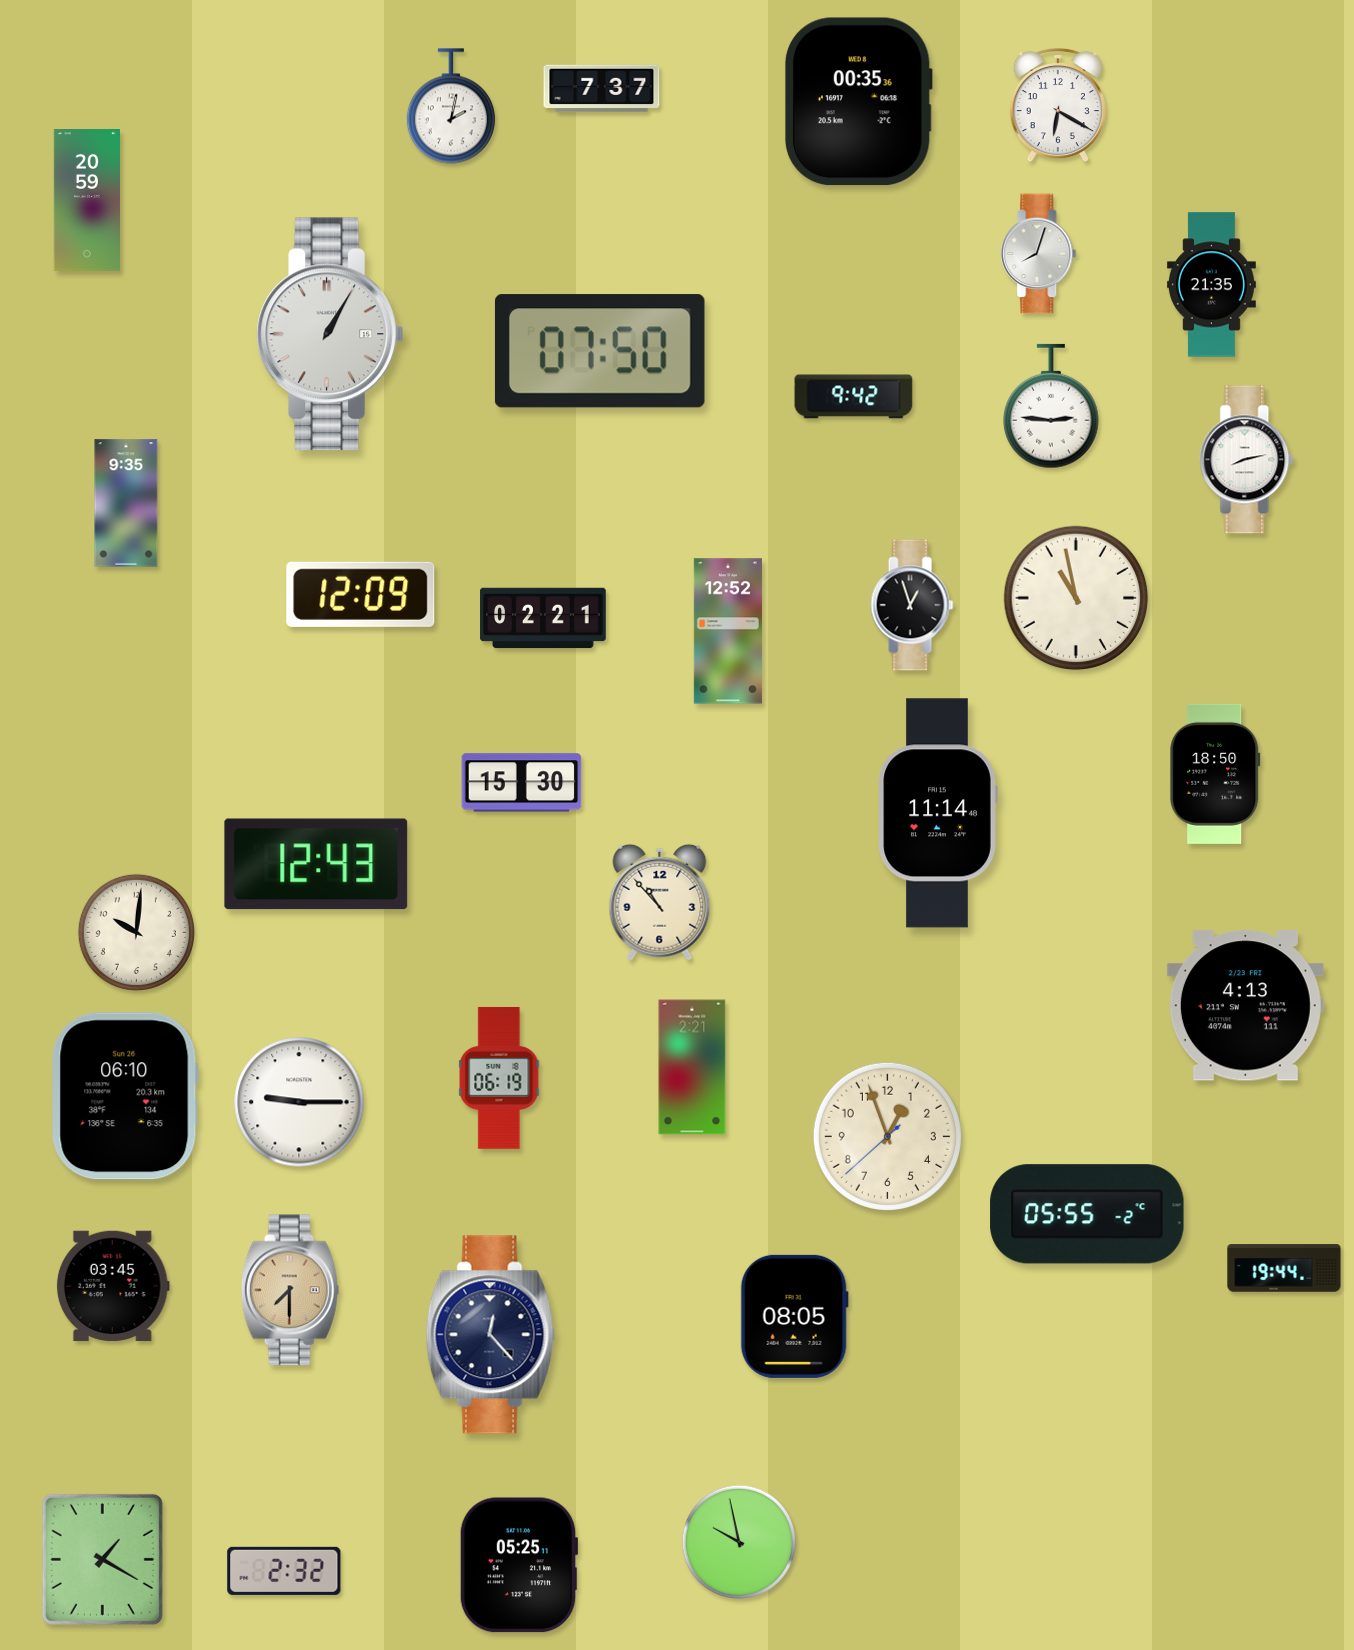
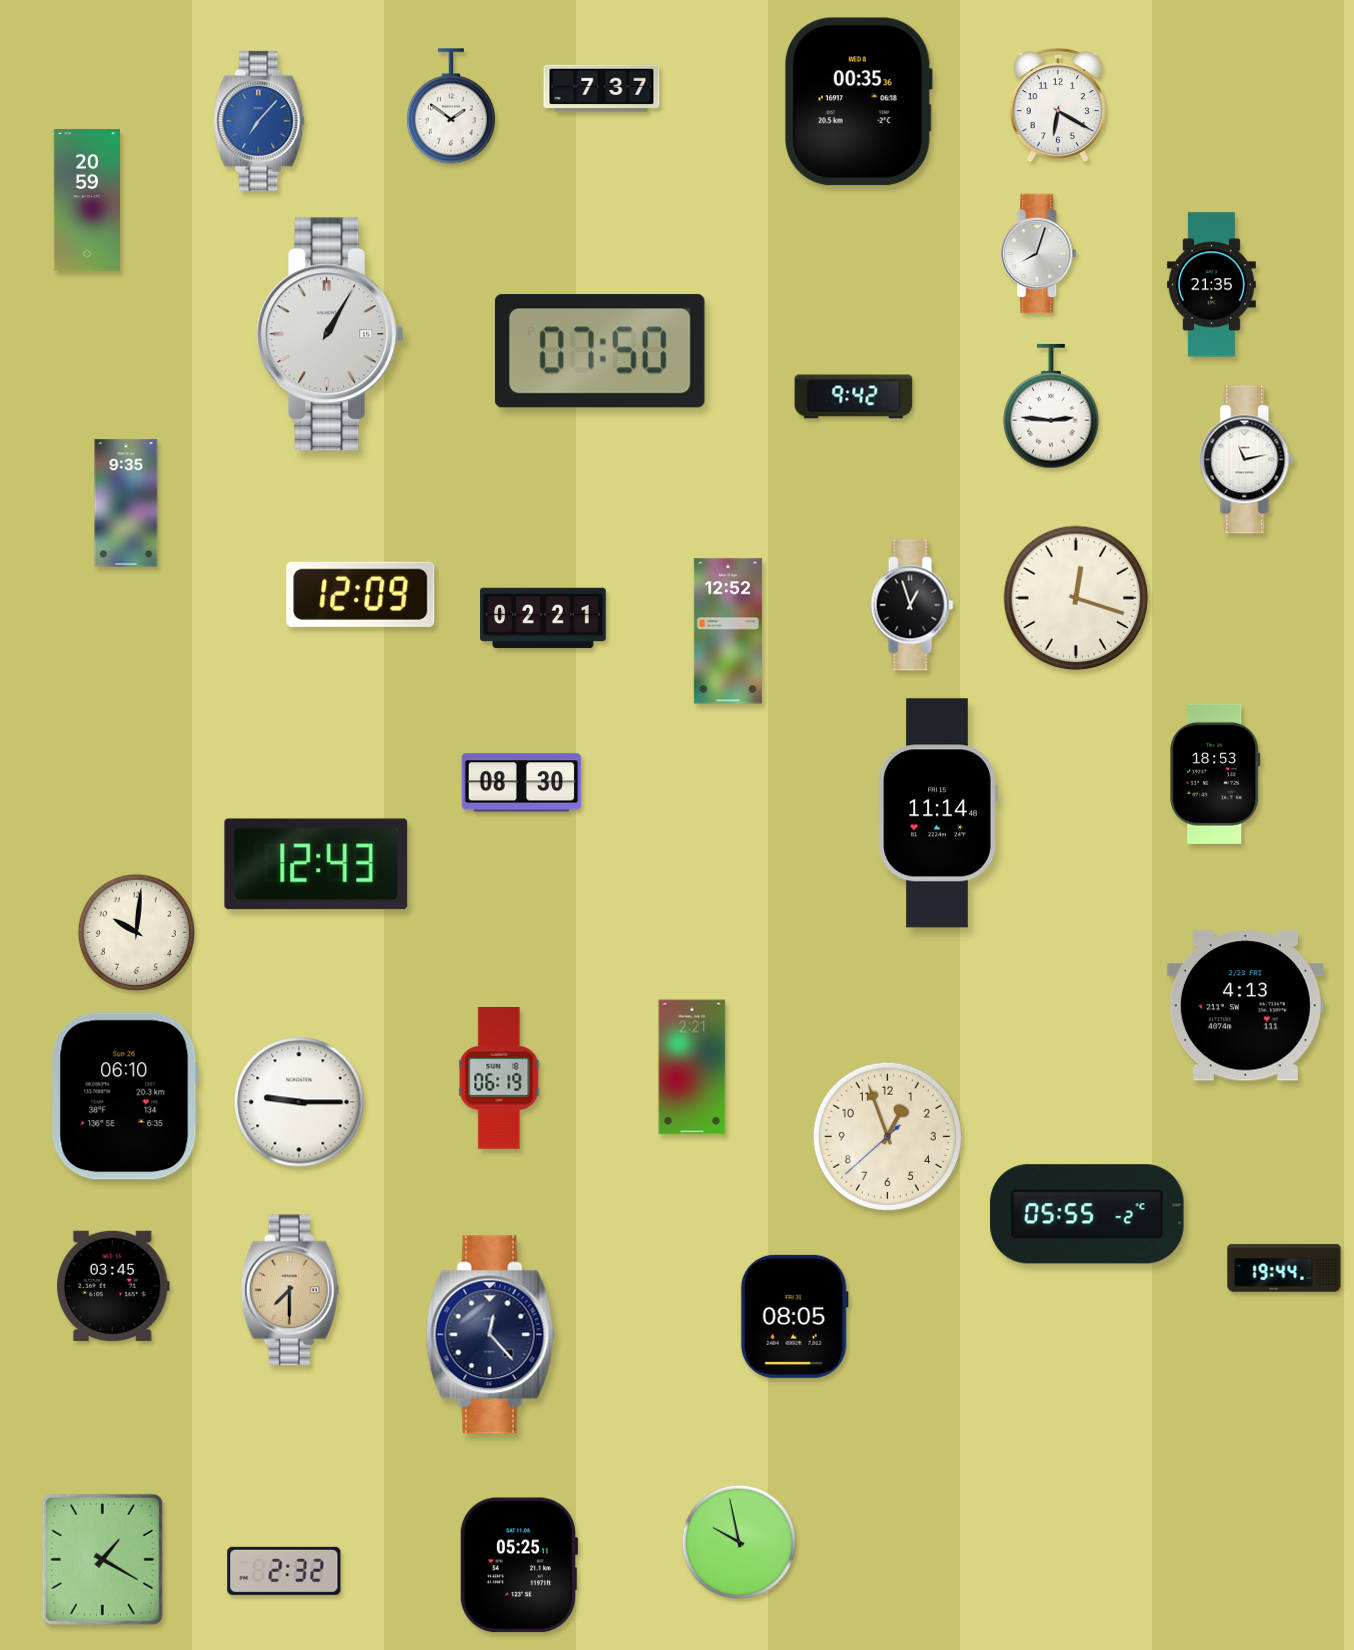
clock at (451, 106): 2:02 -> 1:51
clock at (259, 121): none -> 7:07
clock at (1247, 460): 8:13 -> 11:13
clock at (1076, 598): 10:58 -> 12:18
clock at (1215, 774): 18:50 -> 18:53
clock at (522, 783): 15:30 -> 08:30
clock at (660, 902): 10:53 -> none
